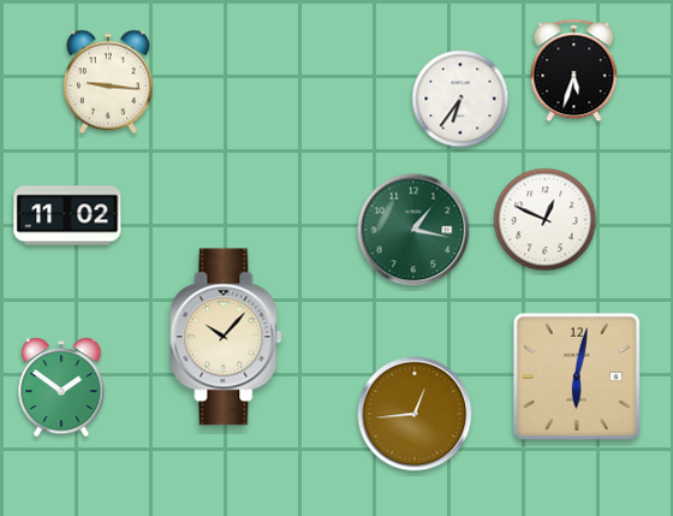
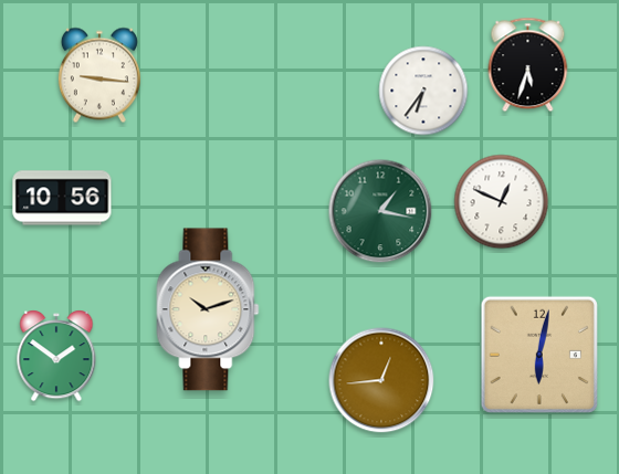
clock at (67, 215): 11:02 -> 10:56
clock at (226, 337): 10:07 -> 10:12
clock at (577, 376) position: (577, 376) -> (539, 355)
